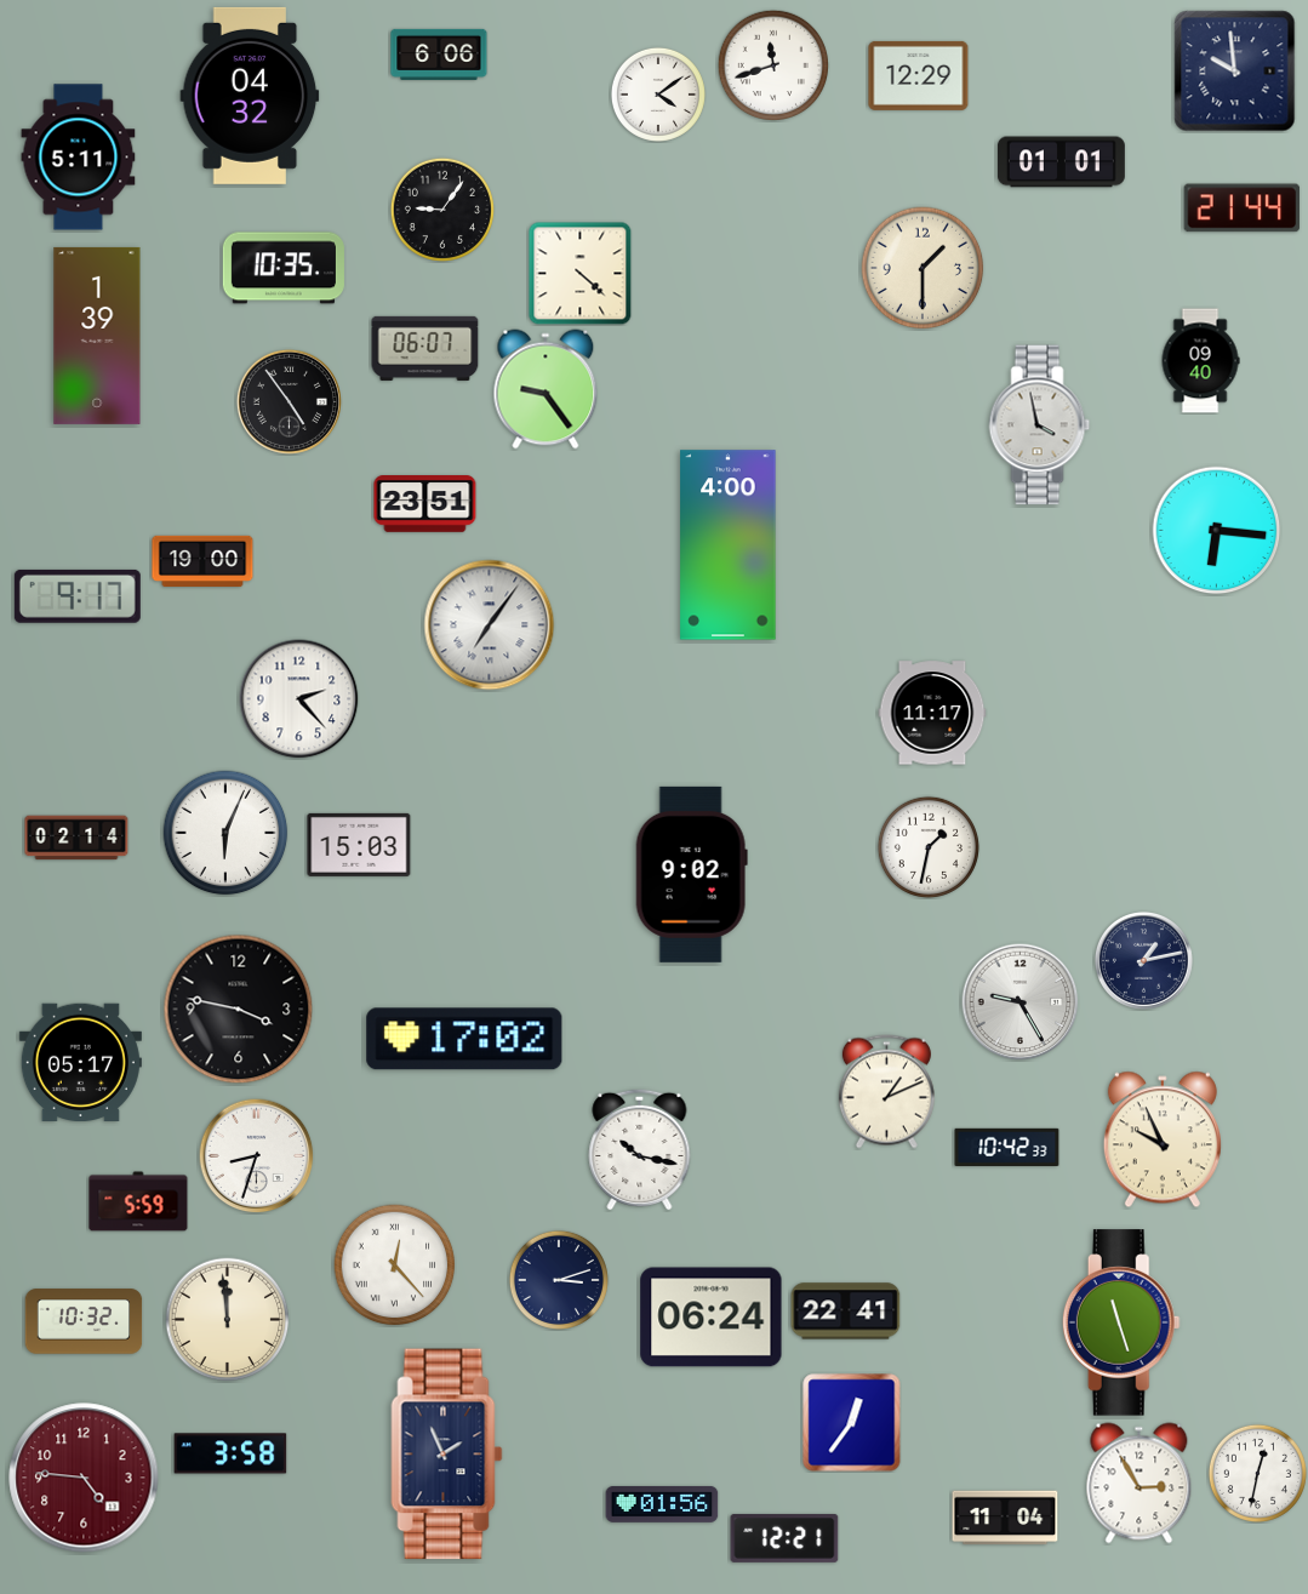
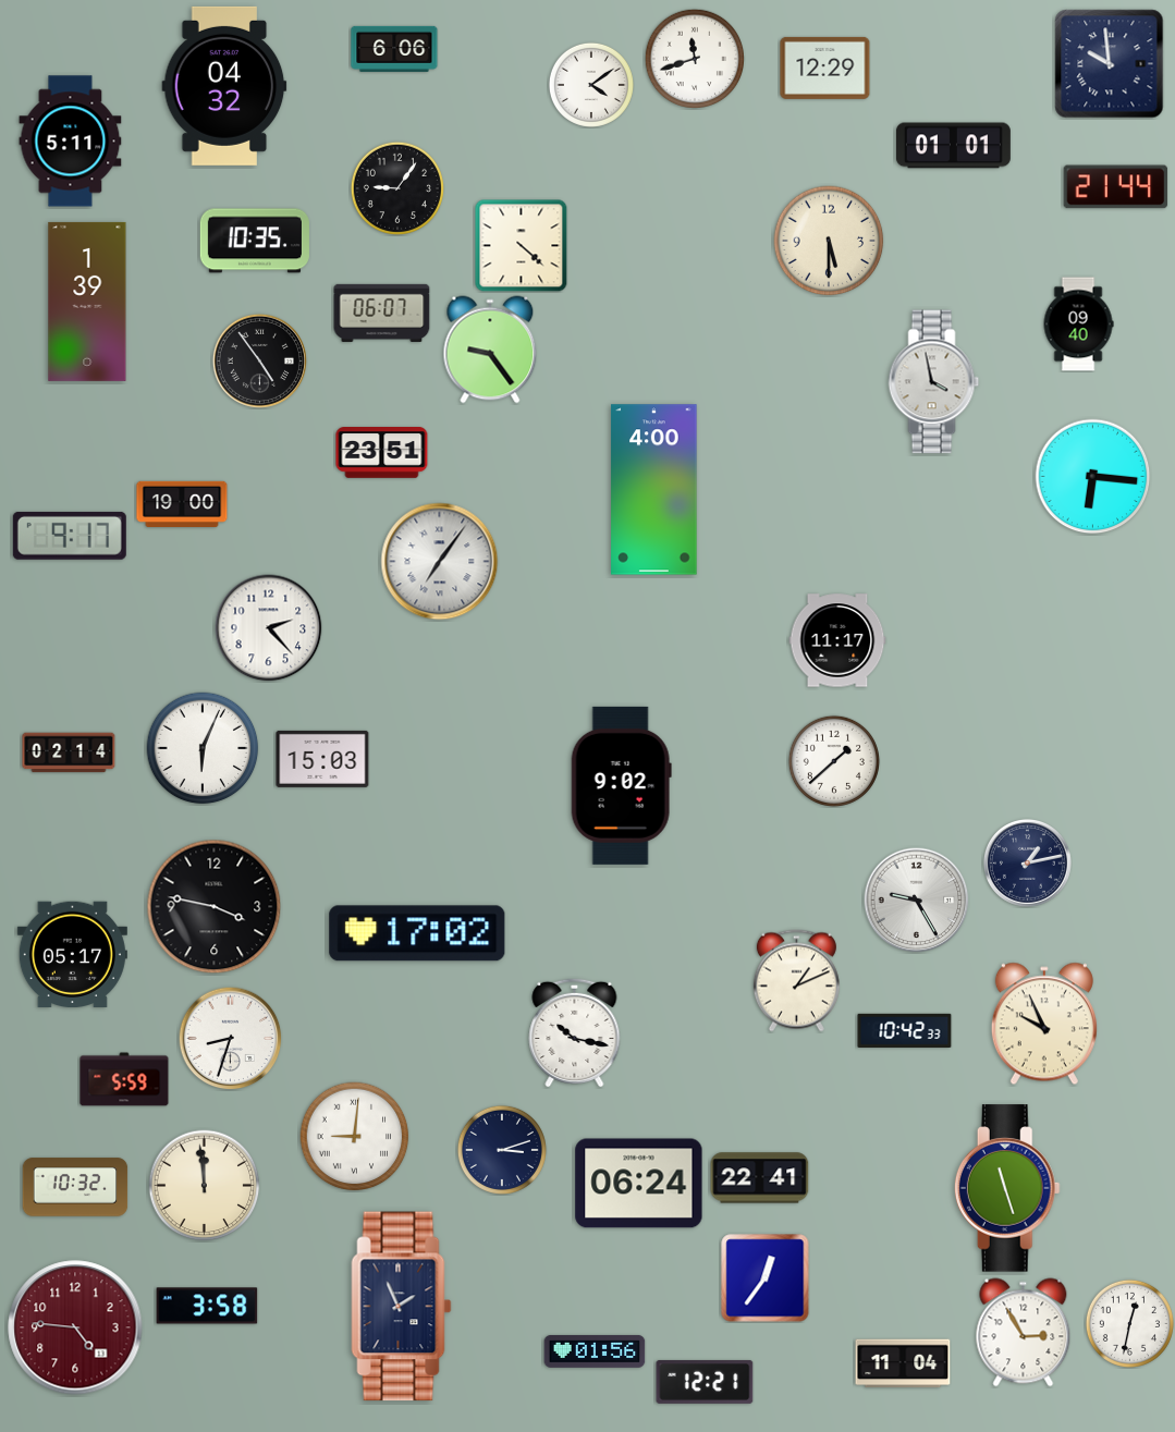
clock at (923, 268): 1:30 -> 5:30
clock at (929, 847): 1:32 -> 1:38
clock at (395, 1266): 12:23 -> 9:01
